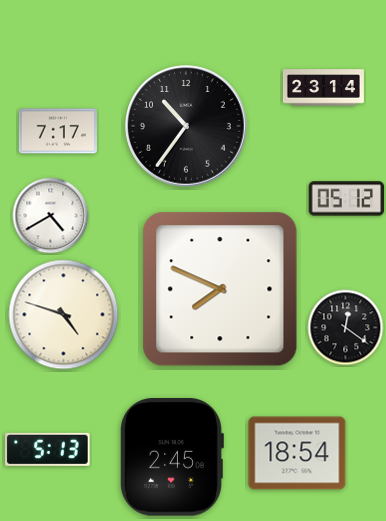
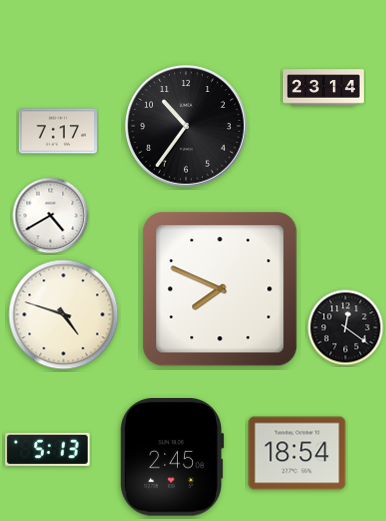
clock at (347, 199): 05:12 -> none
